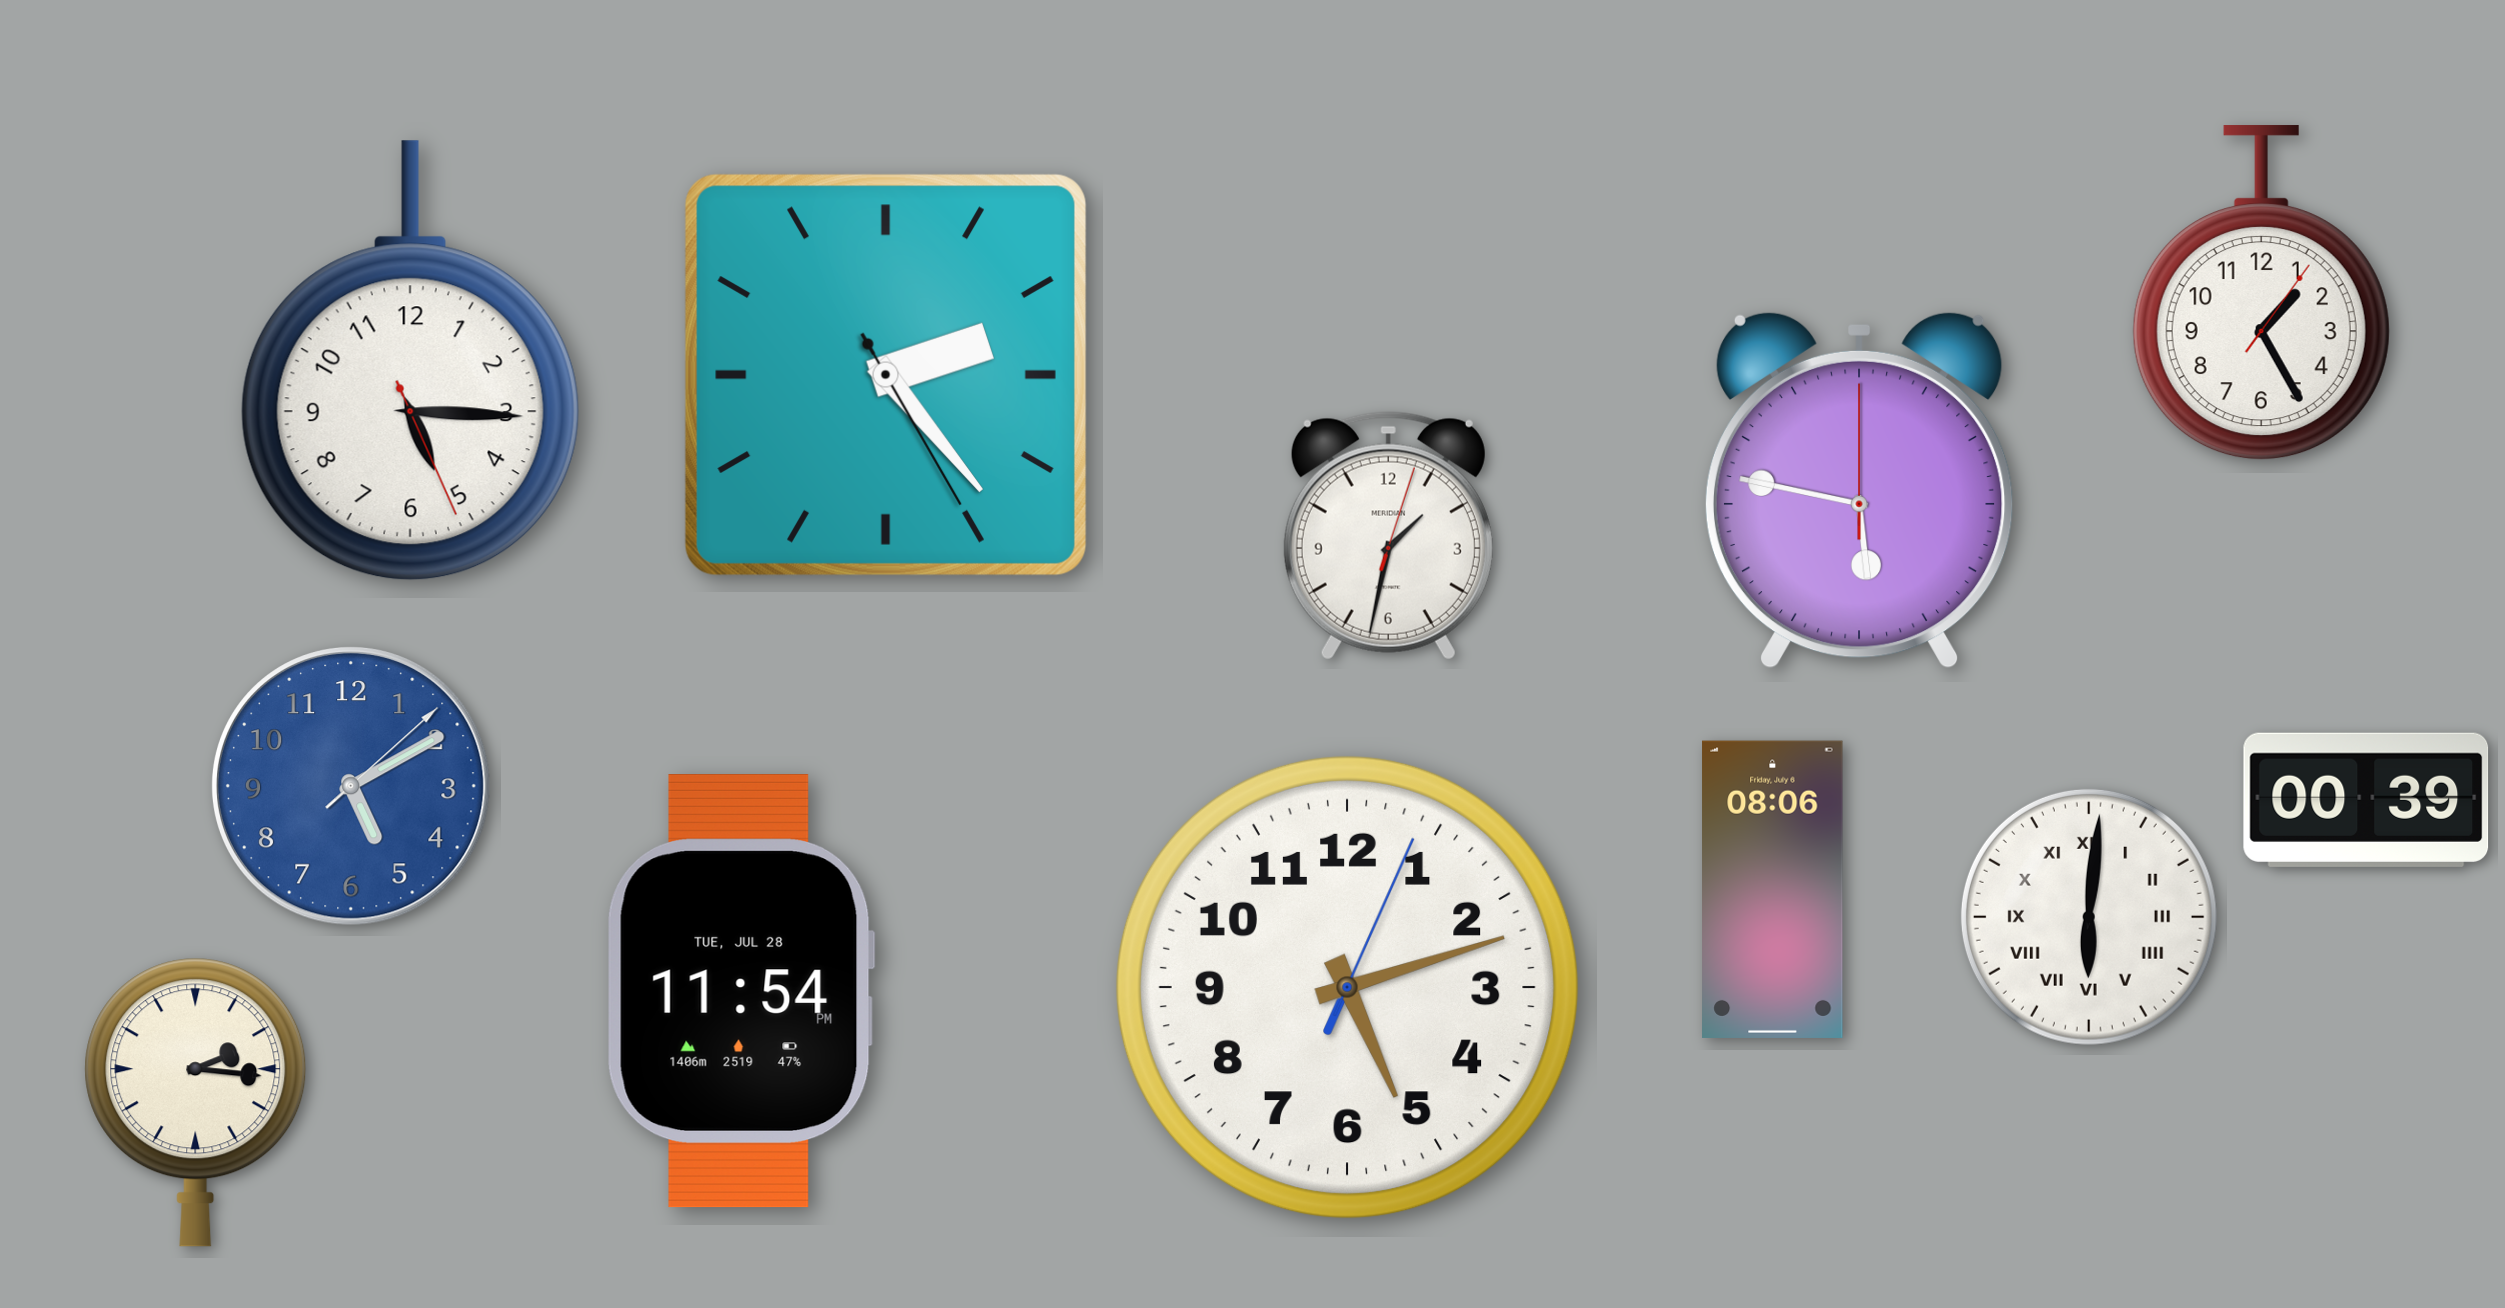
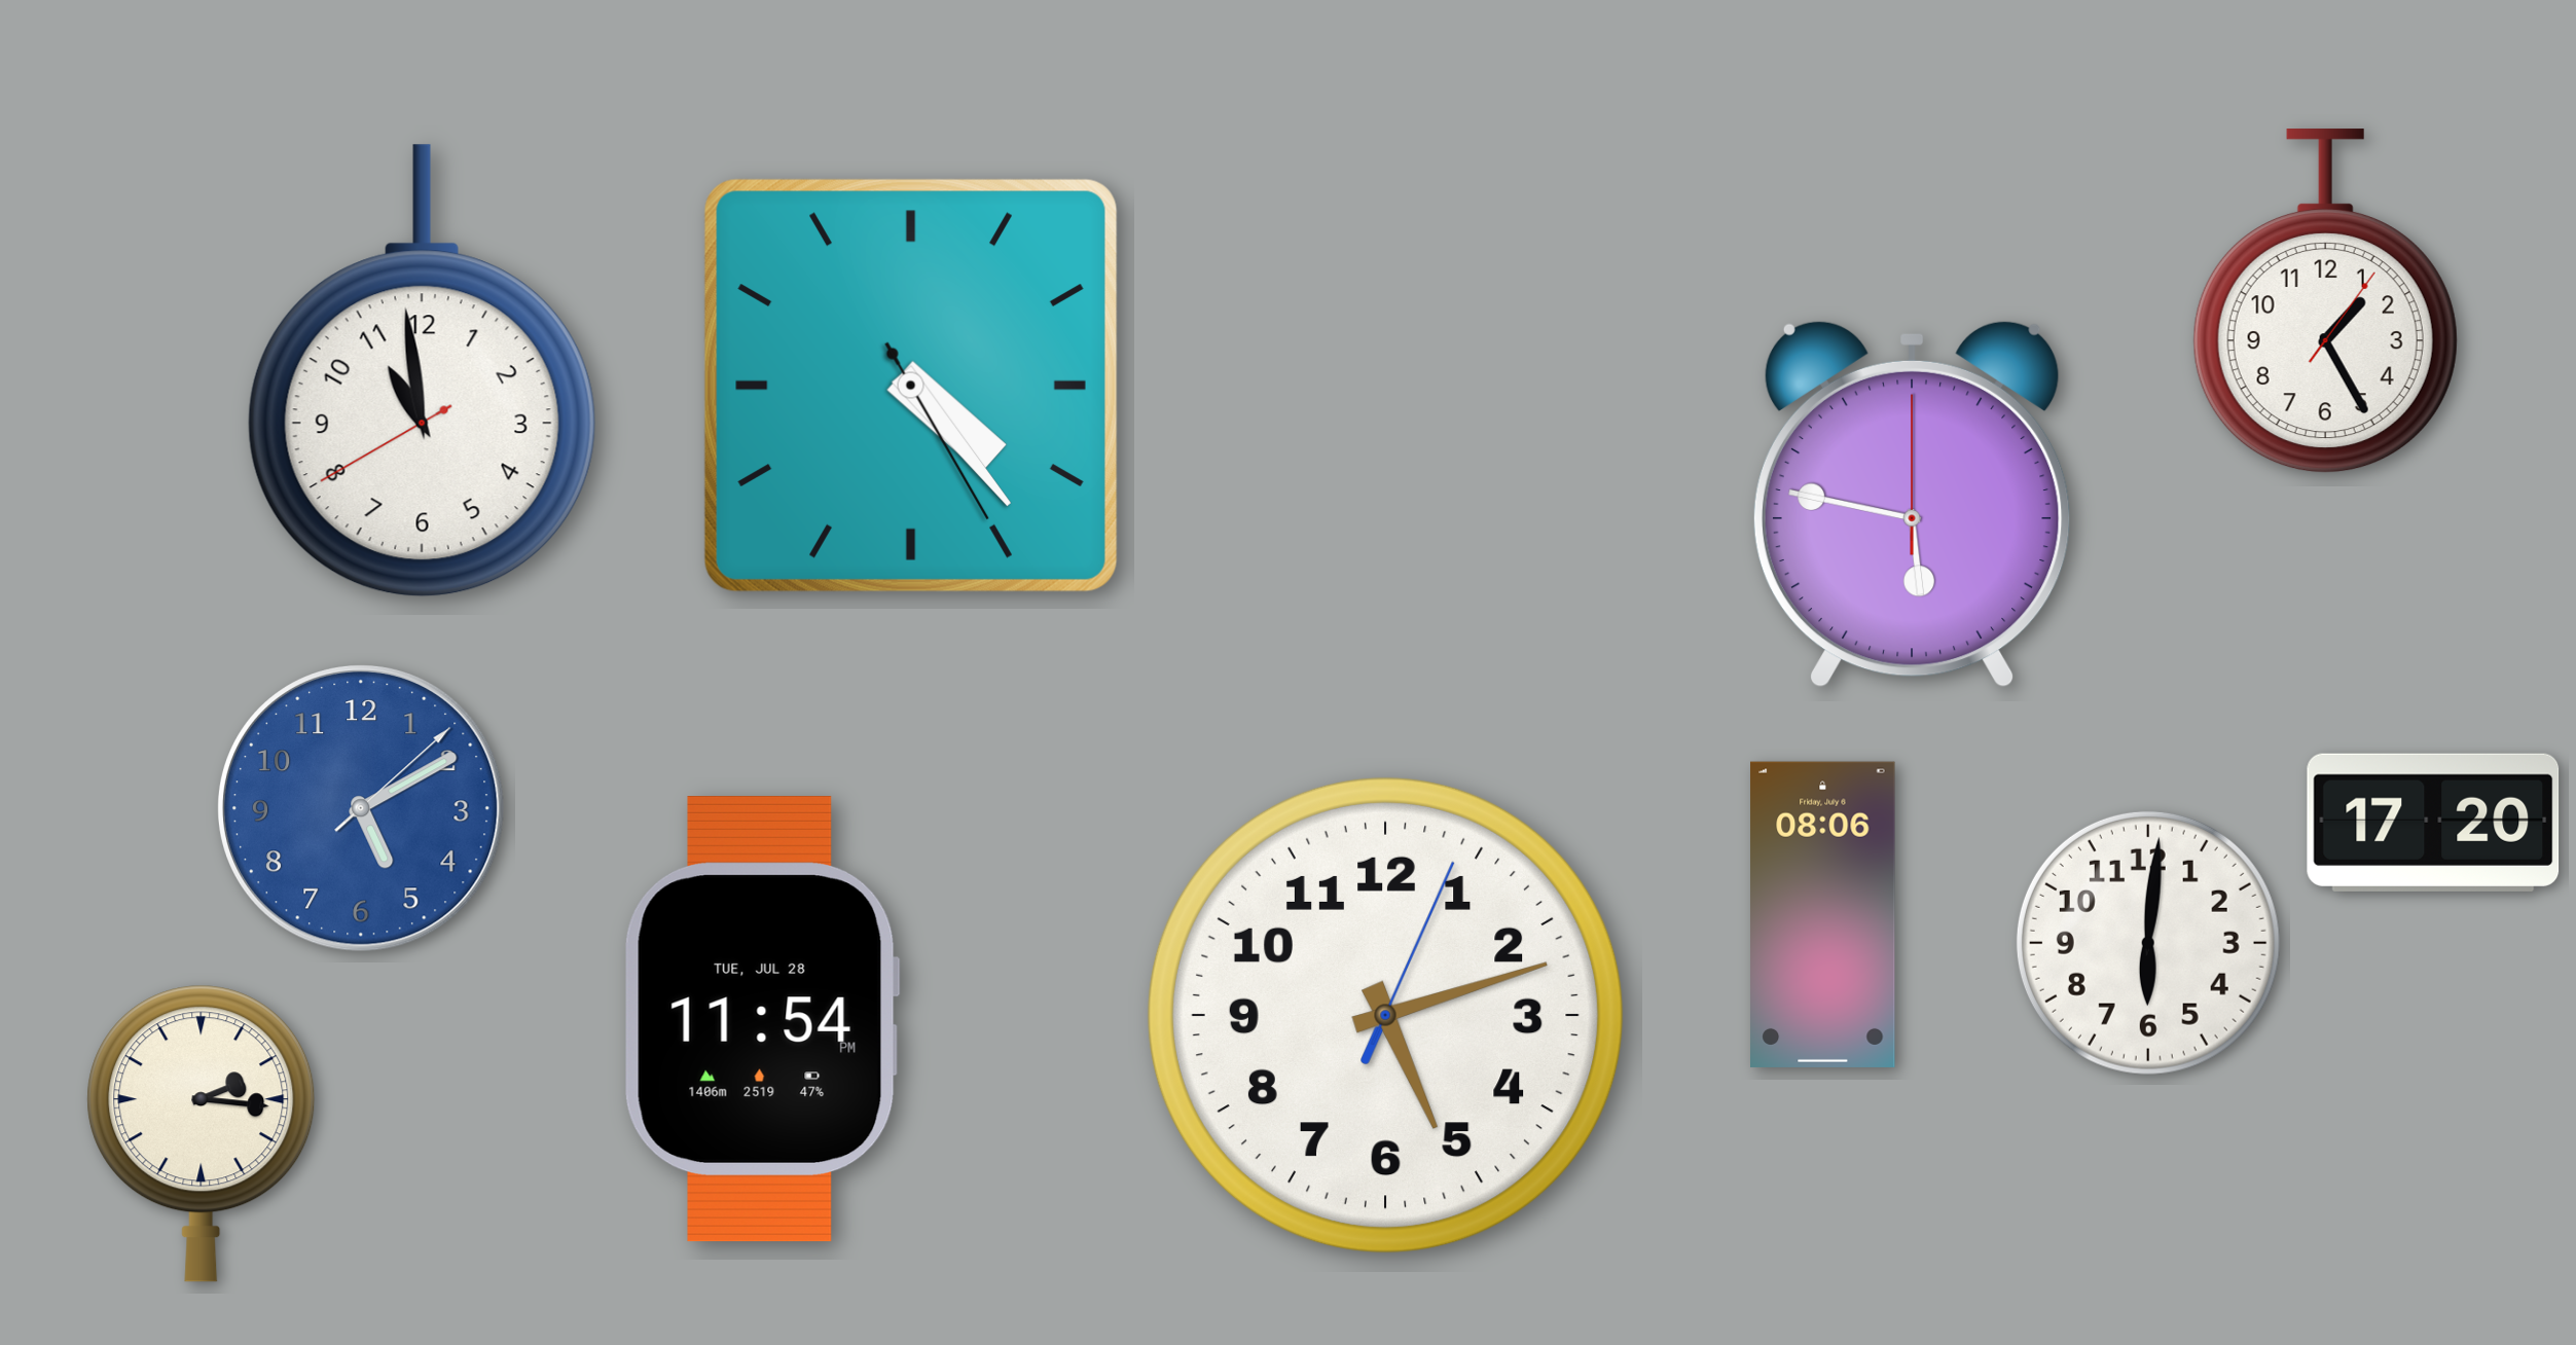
clock at (410, 361): 5:15 -> 10:58
clock at (886, 375): 2:23 -> 4:23
clock at (1388, 535): 1:32 -> none
clock at (2366, 800): 00:39 -> 17:20
clock at (2089, 917) numerals: Roman -> Arabic
